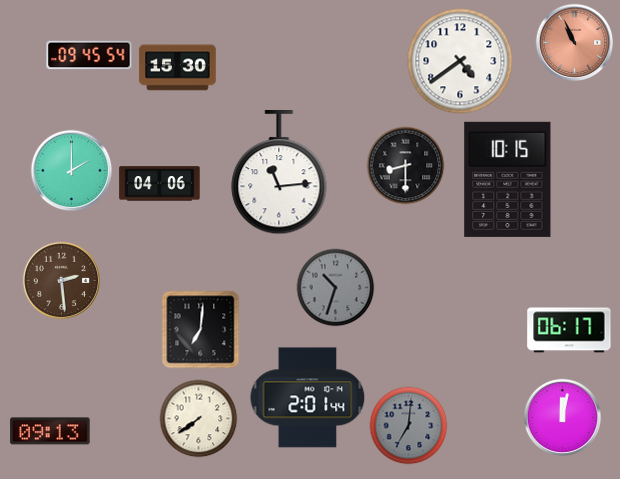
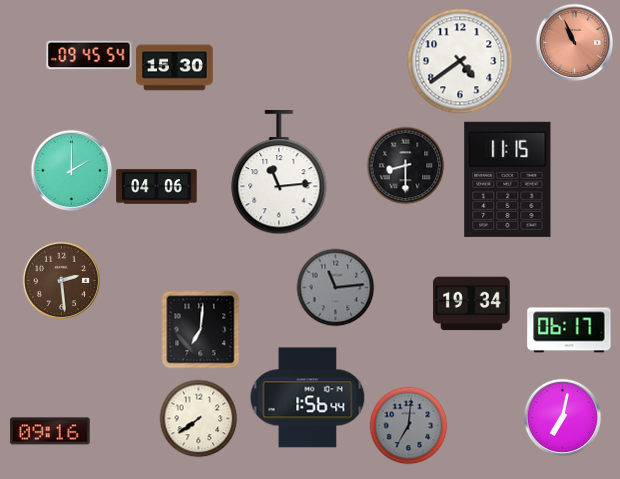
clock at (178, 68) position: (178, 68) -> (175, 68)
clock at (508, 179): 10:15 -> 11:15
clock at (160, 184) position: (160, 184) -> (157, 187)
clock at (335, 287): 10:33 -> 11:14
clock at (472, 304): none -> 19:34
clock at (308, 398): 2:01 -> 1:56
clock at (562, 417): 12:02 -> 7:02
clock at (50, 431): 09:13 -> 09:16
